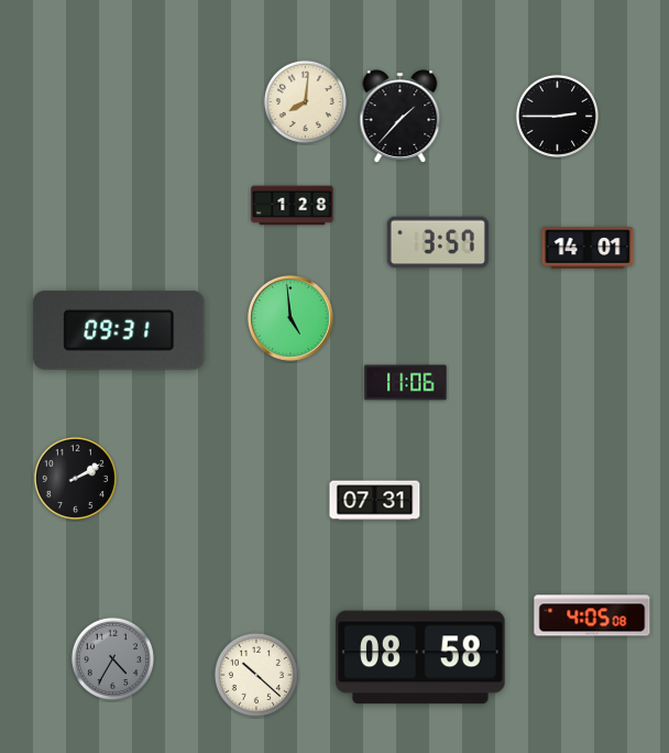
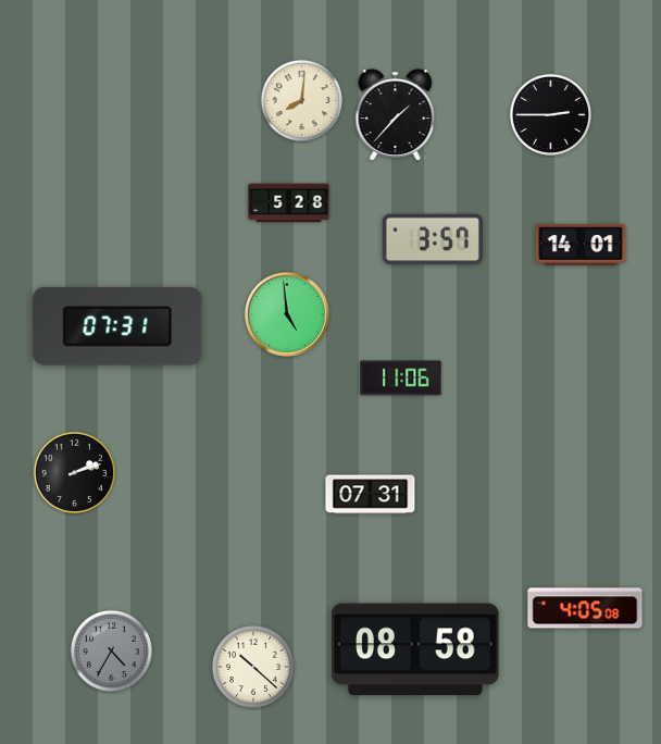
clock at (293, 206): 1:28 -> 5:28
clock at (119, 330): 09:31 -> 07:31
clock at (75, 478): 2:10 -> 2:12
